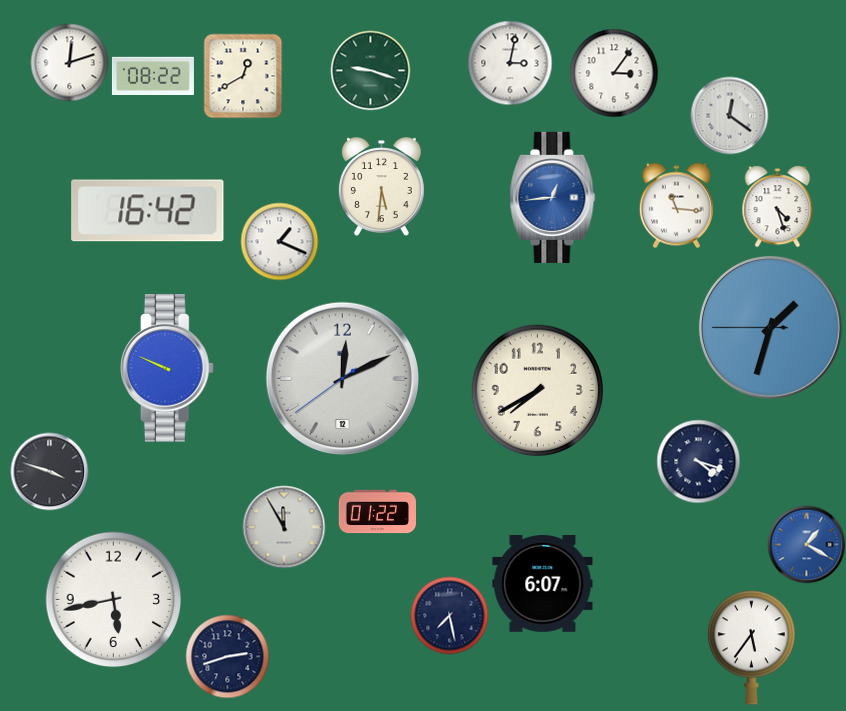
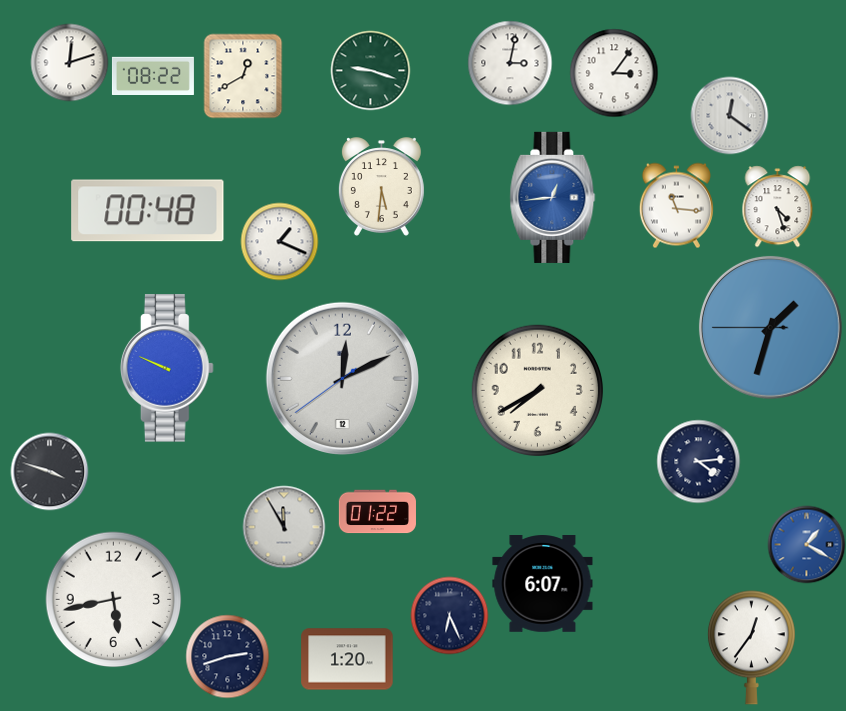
clock at (148, 211): 16:42 -> 00:48
clock at (698, 461): 4:18 -> 4:14
clock at (449, 615): 7:28 -> 6:26
clock at (751, 648): 5:36 -> 12:36
clock at (347, 659): none -> 1:20
